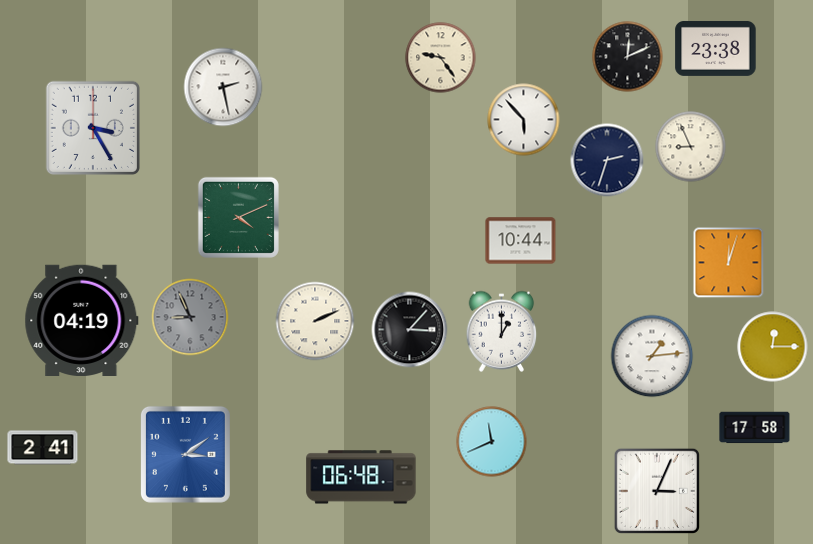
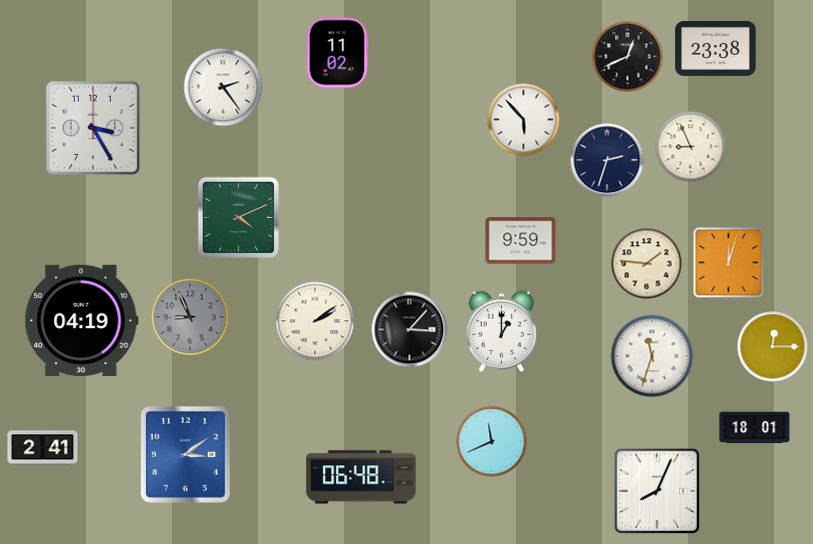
clock at (337, 53): none -> 11:02
clock at (628, 57): 12:11 -> 12:41
clock at (441, 58): 9:24 -> none
clock at (223, 87): 2:28 -> 2:24
clock at (521, 241): 10:44 -> 9:59
clock at (647, 264): none -> 1:46
clock at (315, 321): 2:11 -> 2:09
clock at (652, 356): 1:14 -> 11:33
clock at (755, 428): 17:58 -> 18:01
clock at (656, 490): 3:04 -> 8:04
